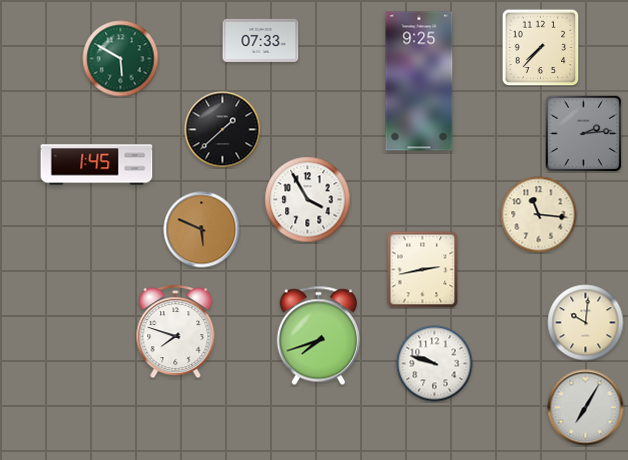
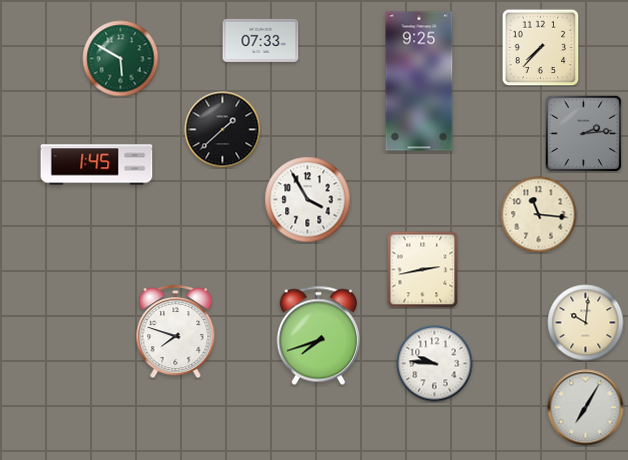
clock at (202, 230): 5:49 -> none
clock at (435, 364): 9:48 -> 9:46
